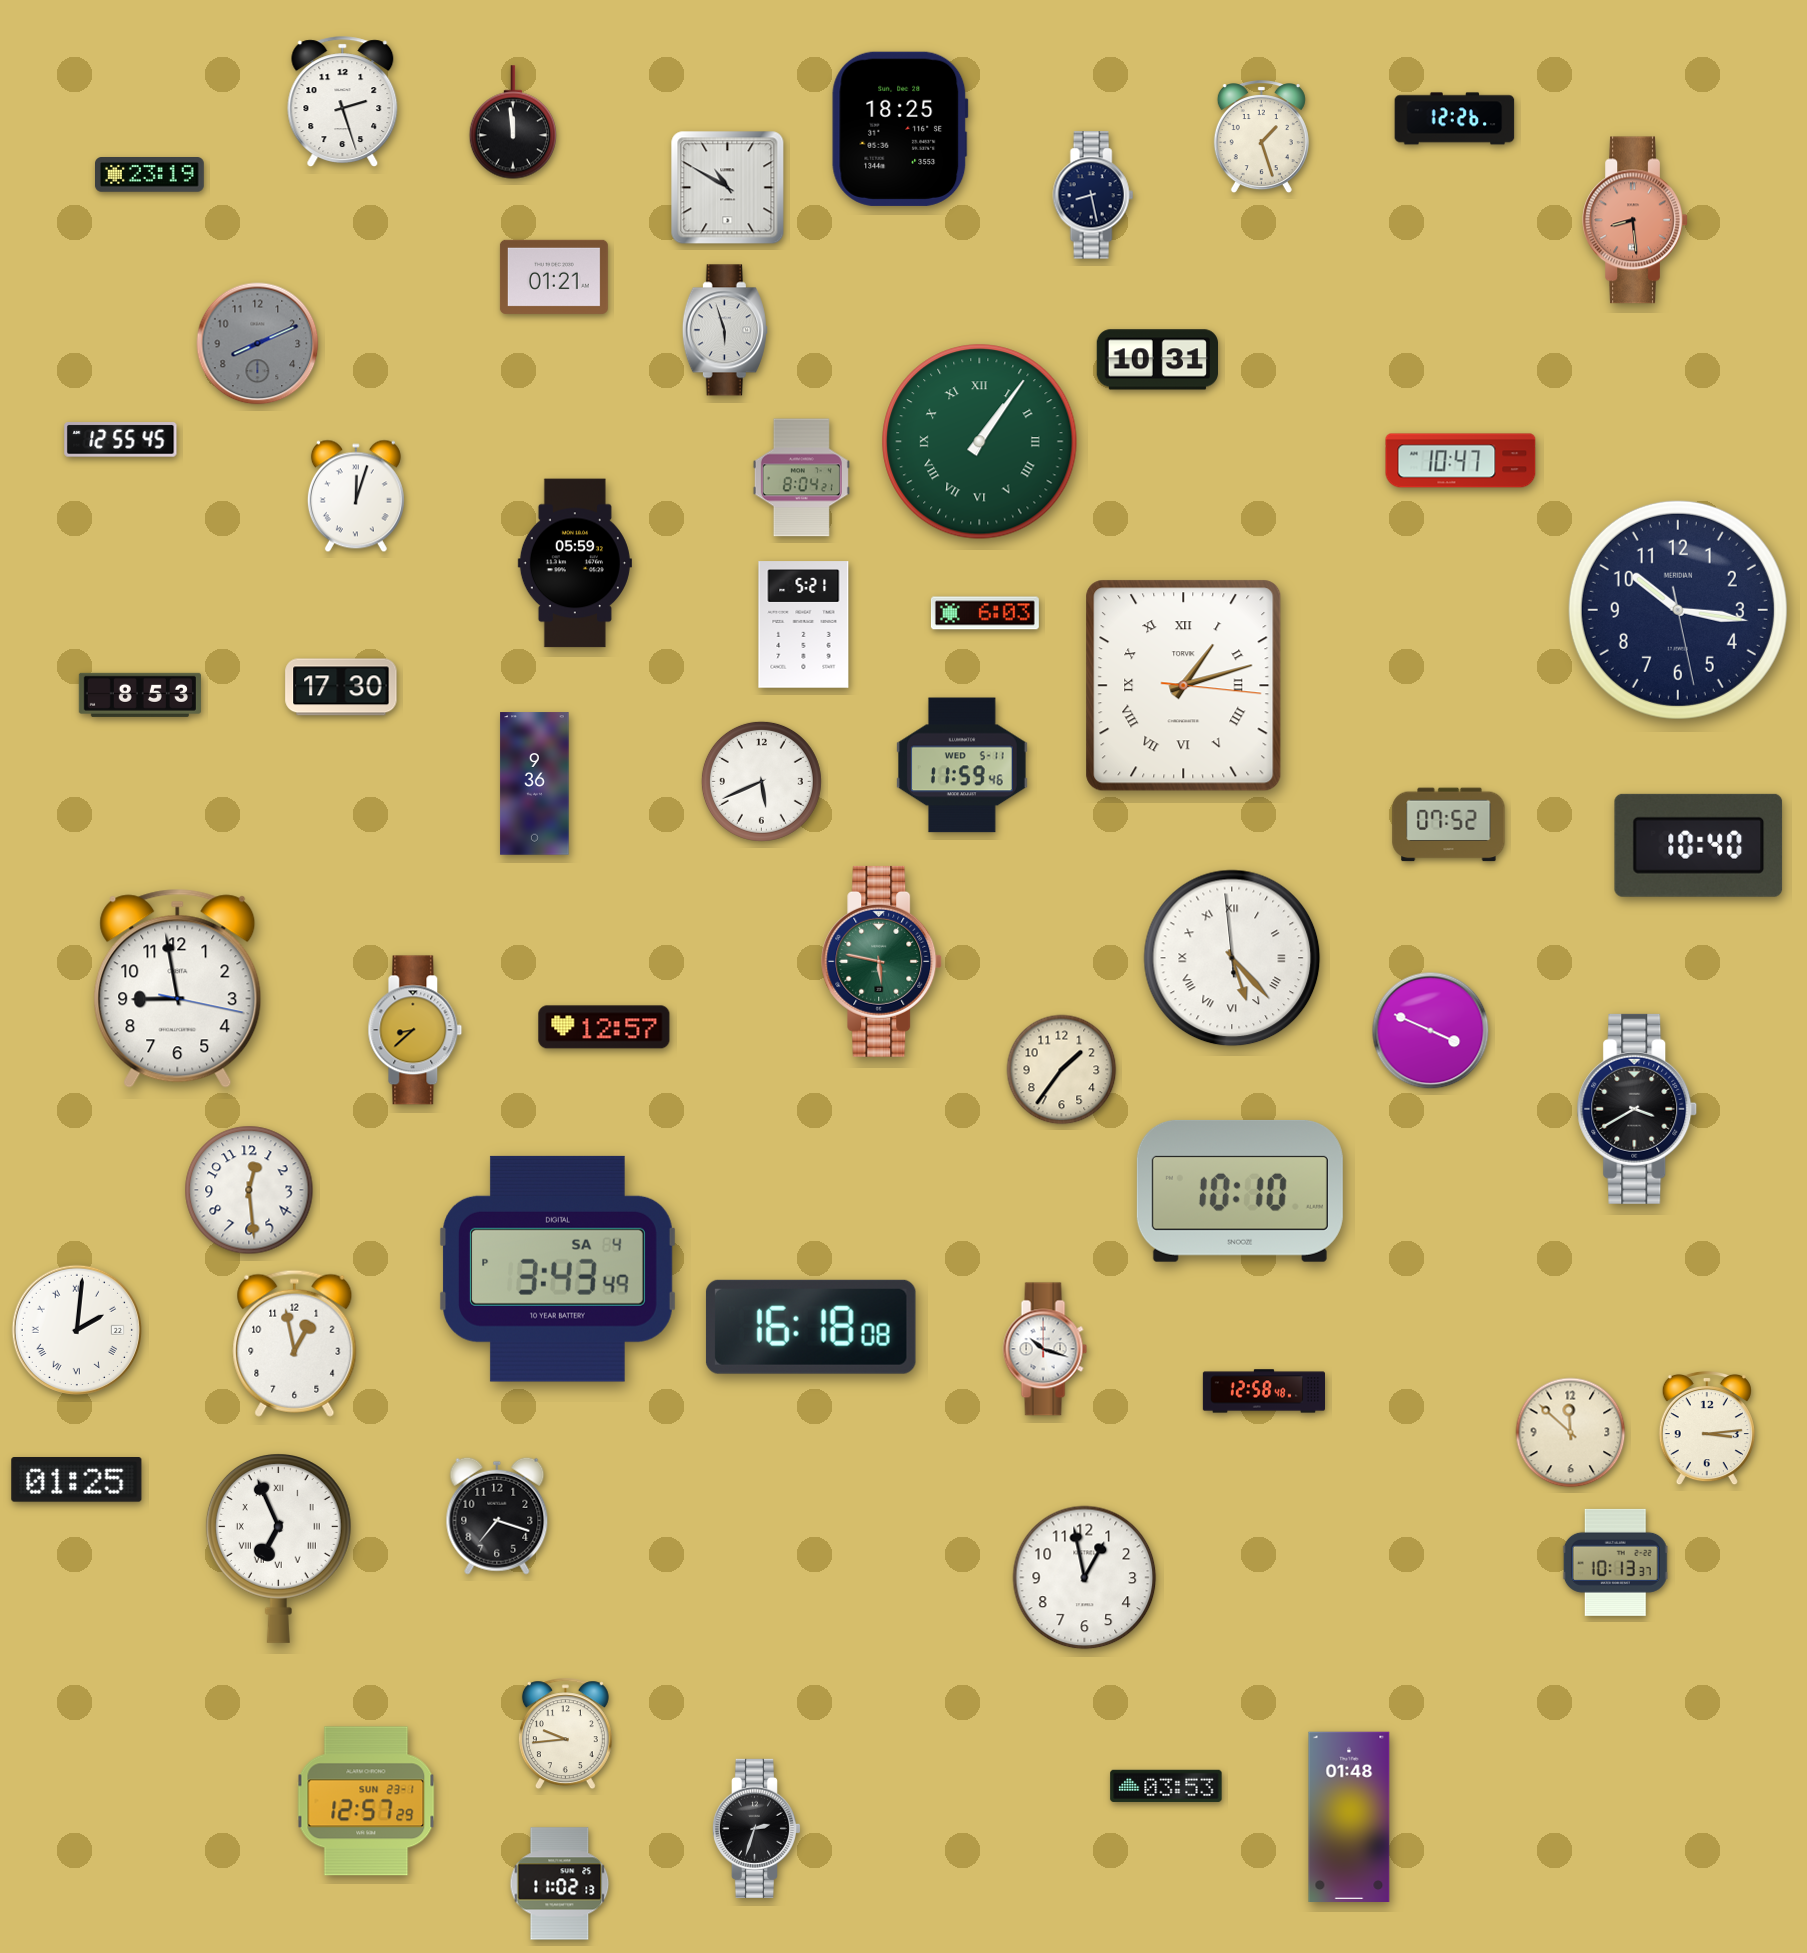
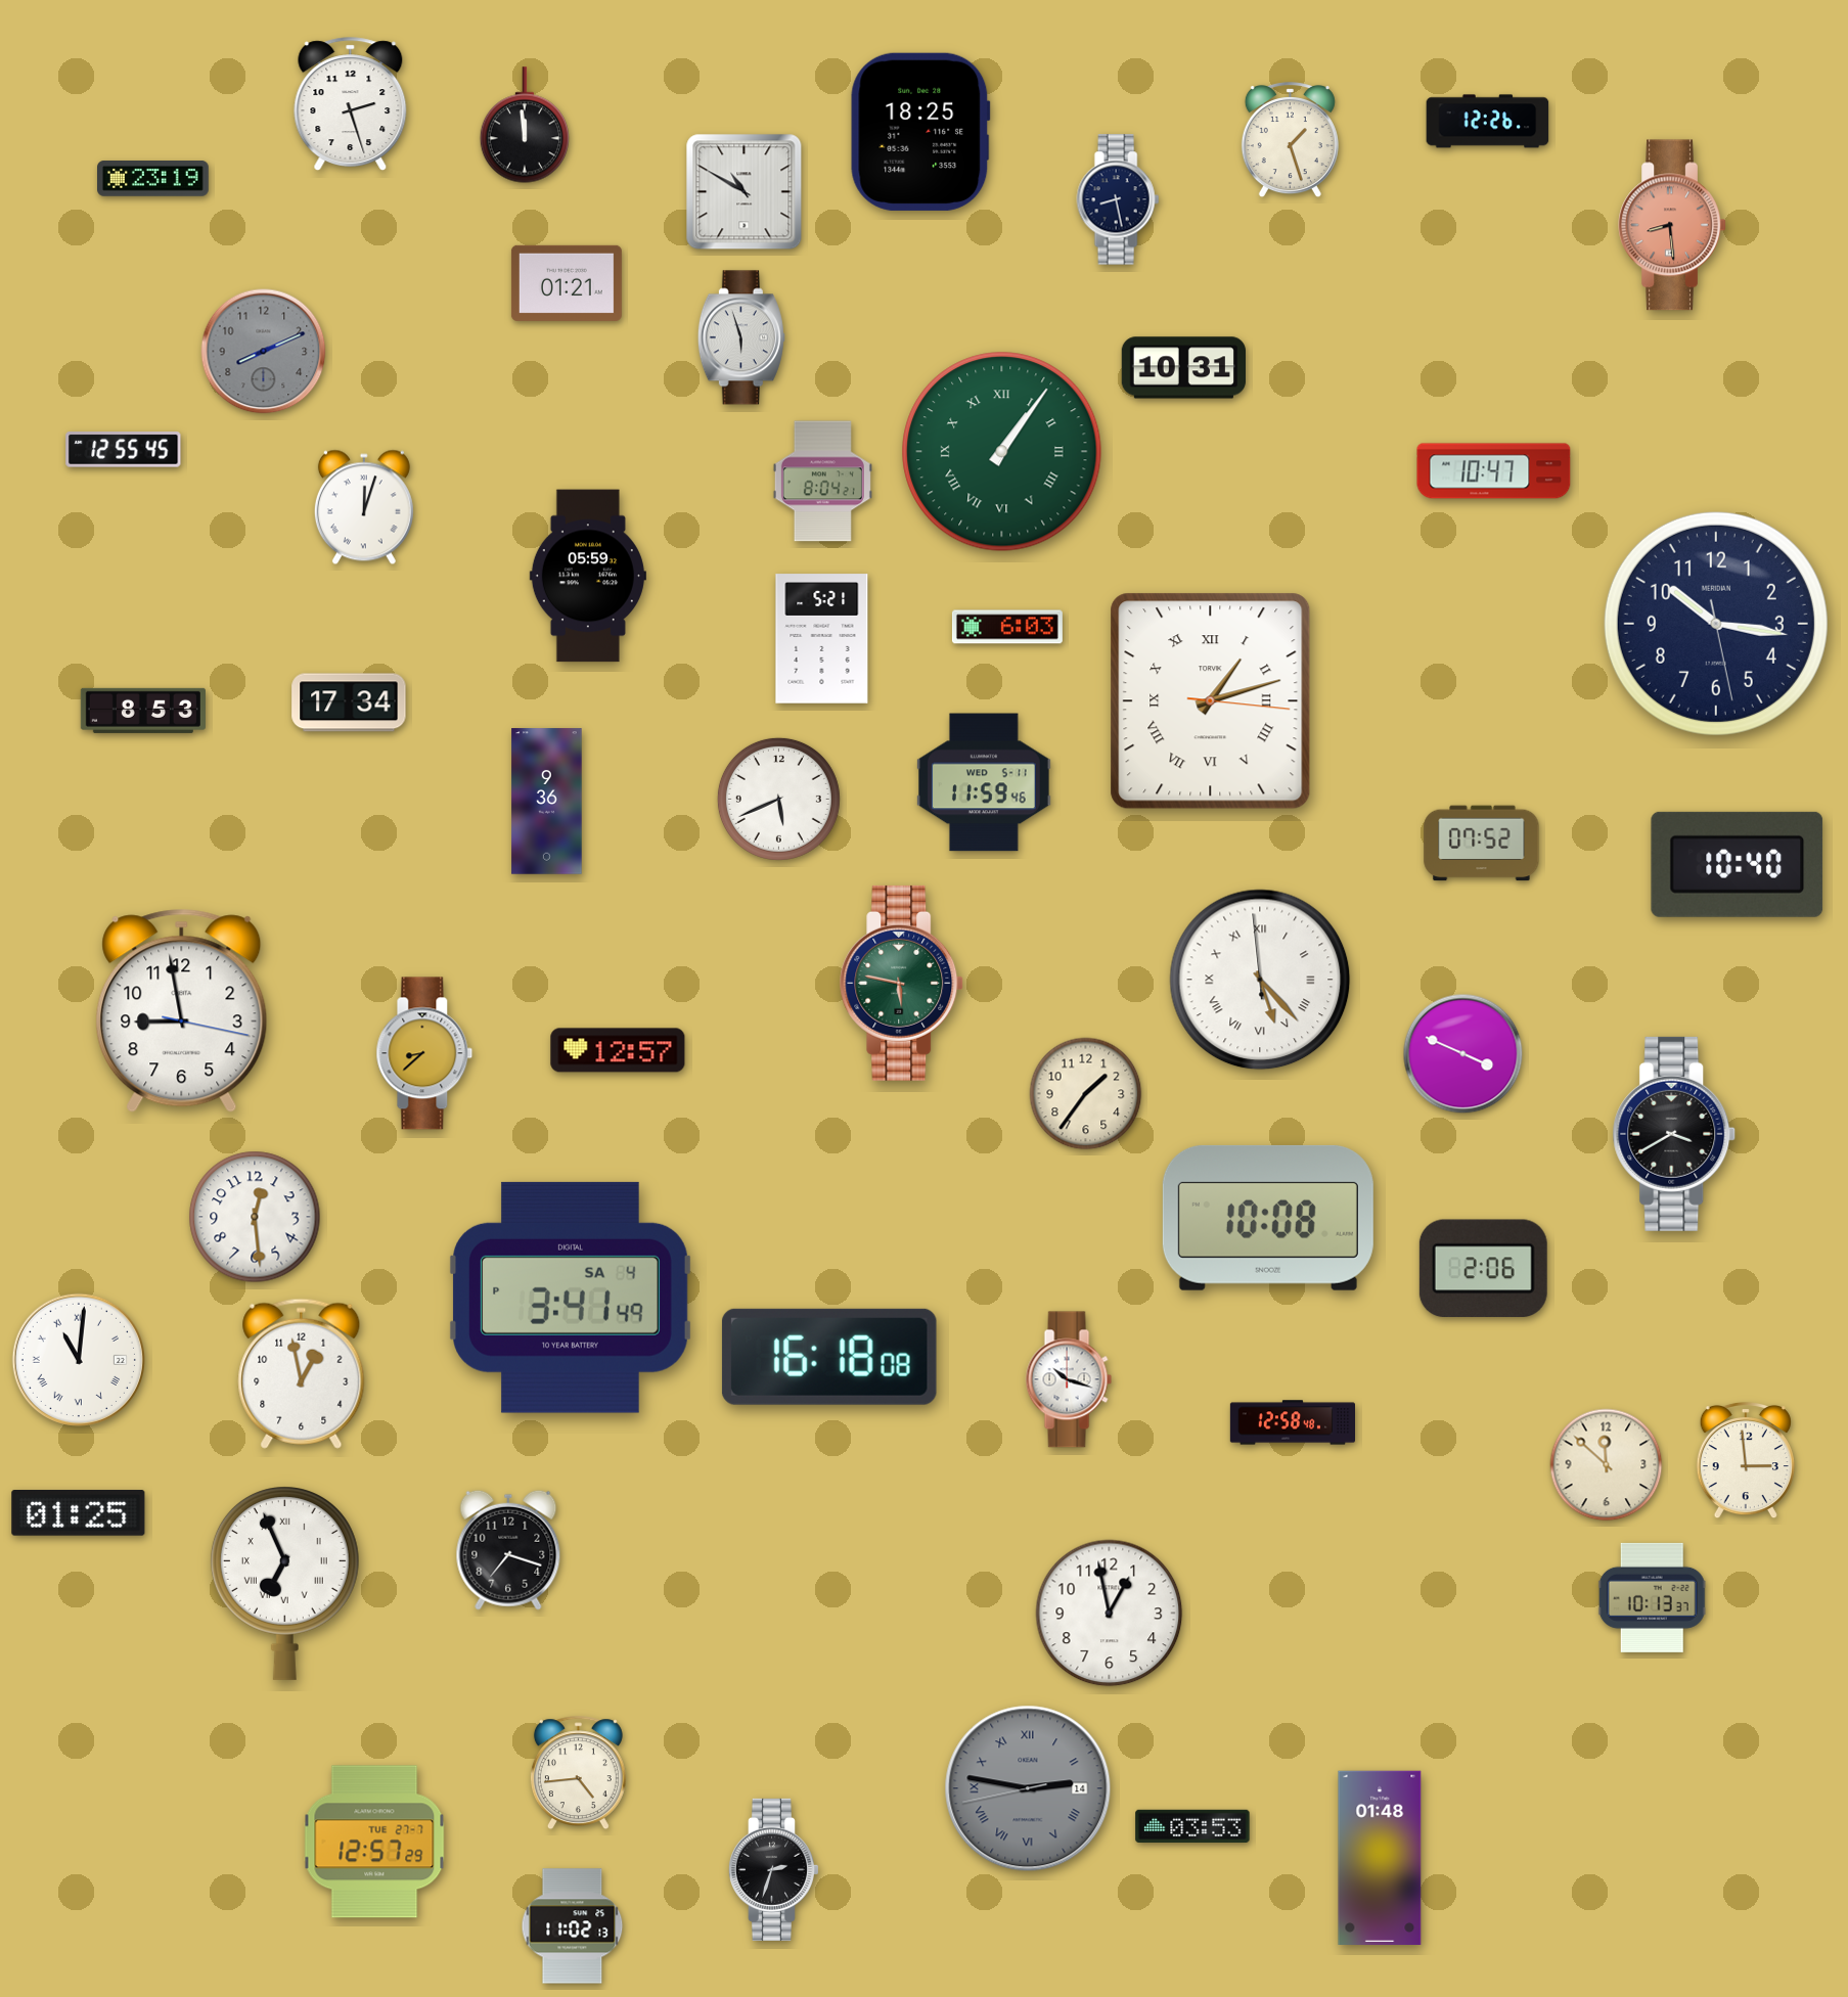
clock at (801, 478) position: (801, 478) -> (822, 482)
clock at (341, 687): 17:30 -> 17:34
clock at (1240, 1191): 10:10 -> 10:08
clock at (1483, 1268): none -> 2:06
clock at (558, 1269): 3:43 -> 3:41
clock at (77, 1330): 2:01 -> 11:01
clock at (1707, 1428): 3:14 -> 2:59
clock at (565, 1734): 9:44 -> 4:44
clock at (1028, 1788): none -> 2:46
clock at (366, 1801) date: SUN 23-1 -> TUE 27-7
